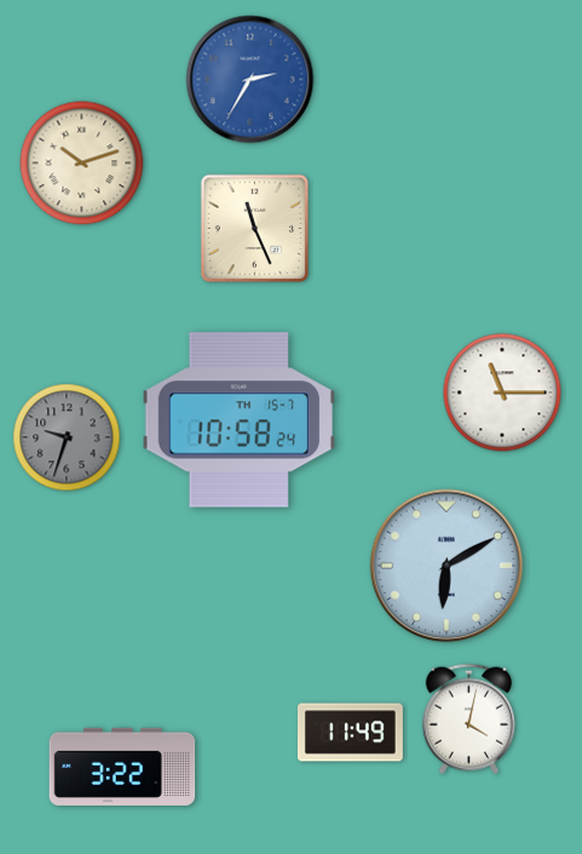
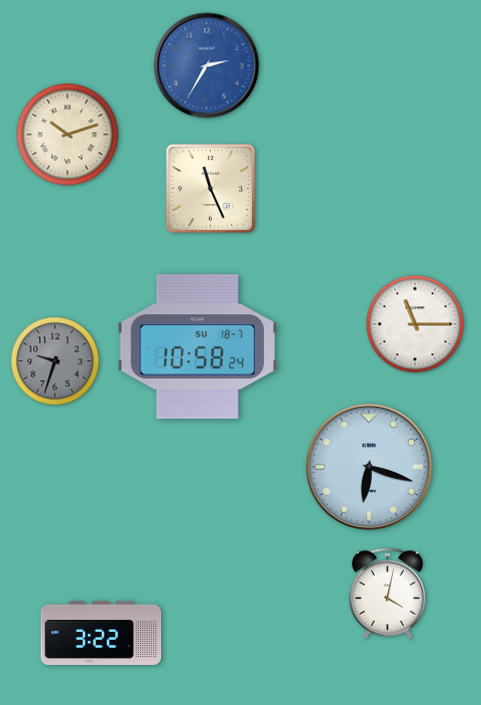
clock at (238, 420) date: TH 15-7 -> SU 18-7
clock at (446, 566): 6:10 -> 6:18
clock at (350, 733): 11:49 -> none
